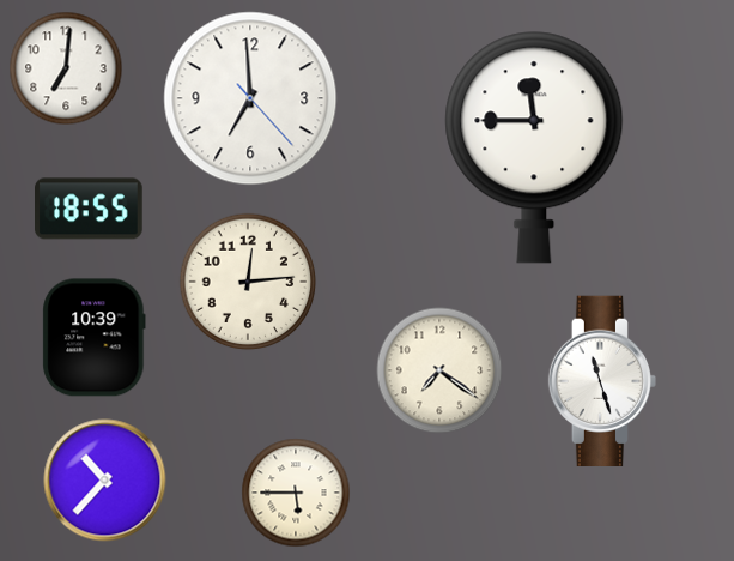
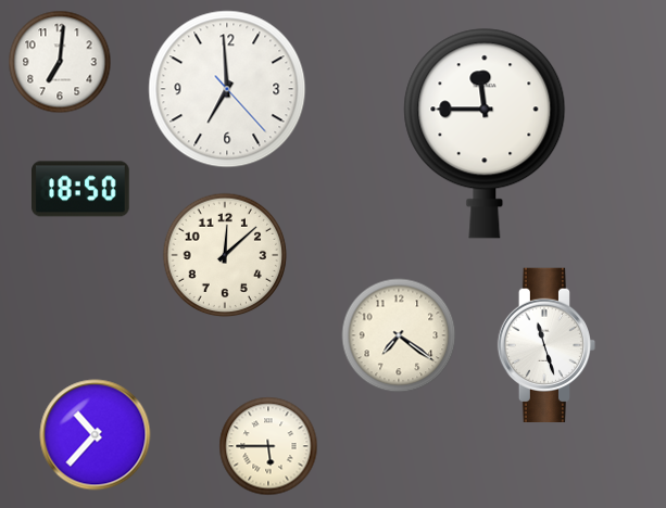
clock at (89, 209): 18:55 -> 18:50
clock at (248, 282): 12:14 -> 12:08
clock at (95, 338): 10:39 -> none
